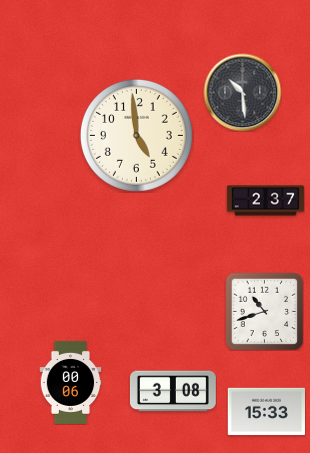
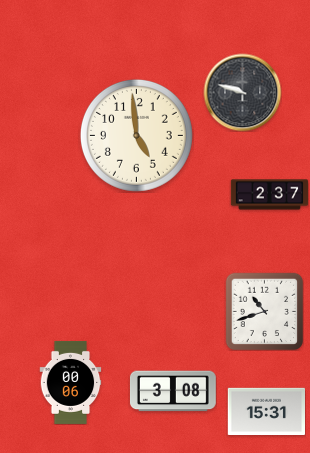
clock at (242, 92): 10:29 -> 9:48
clock at (265, 201) position: (265, 201) -> (269, 195)
clock at (266, 411): 15:33 -> 15:31
